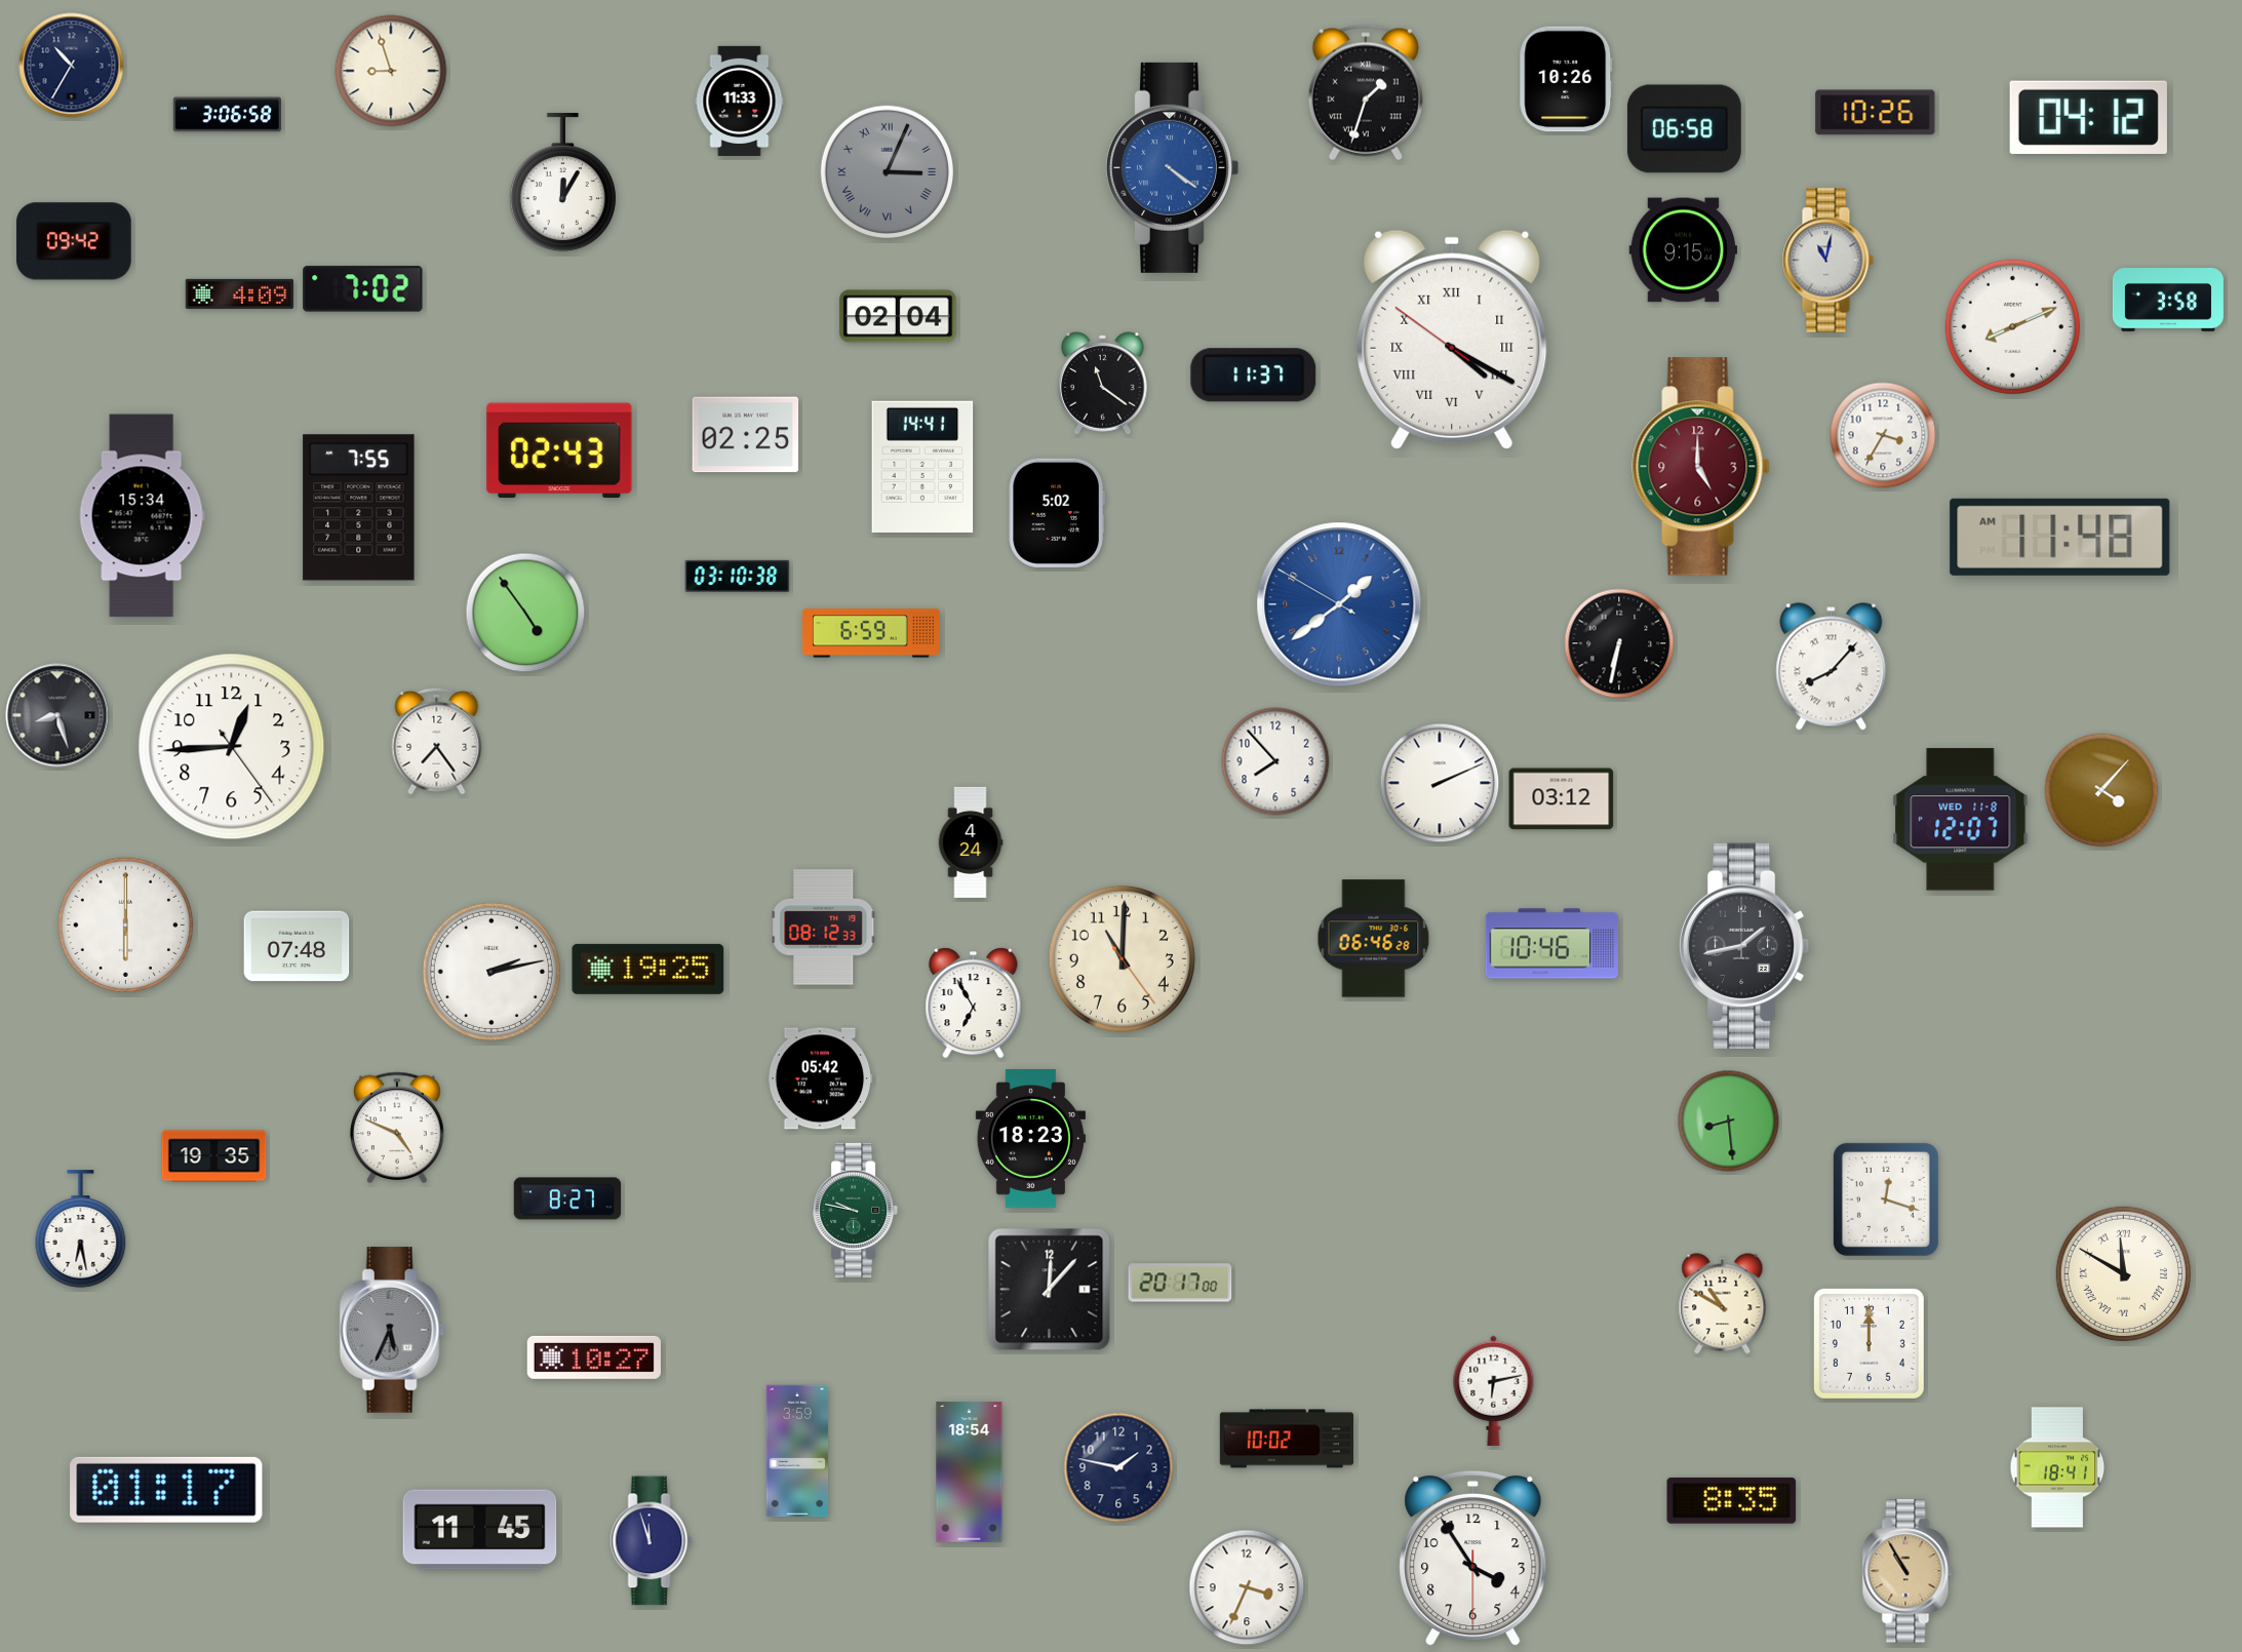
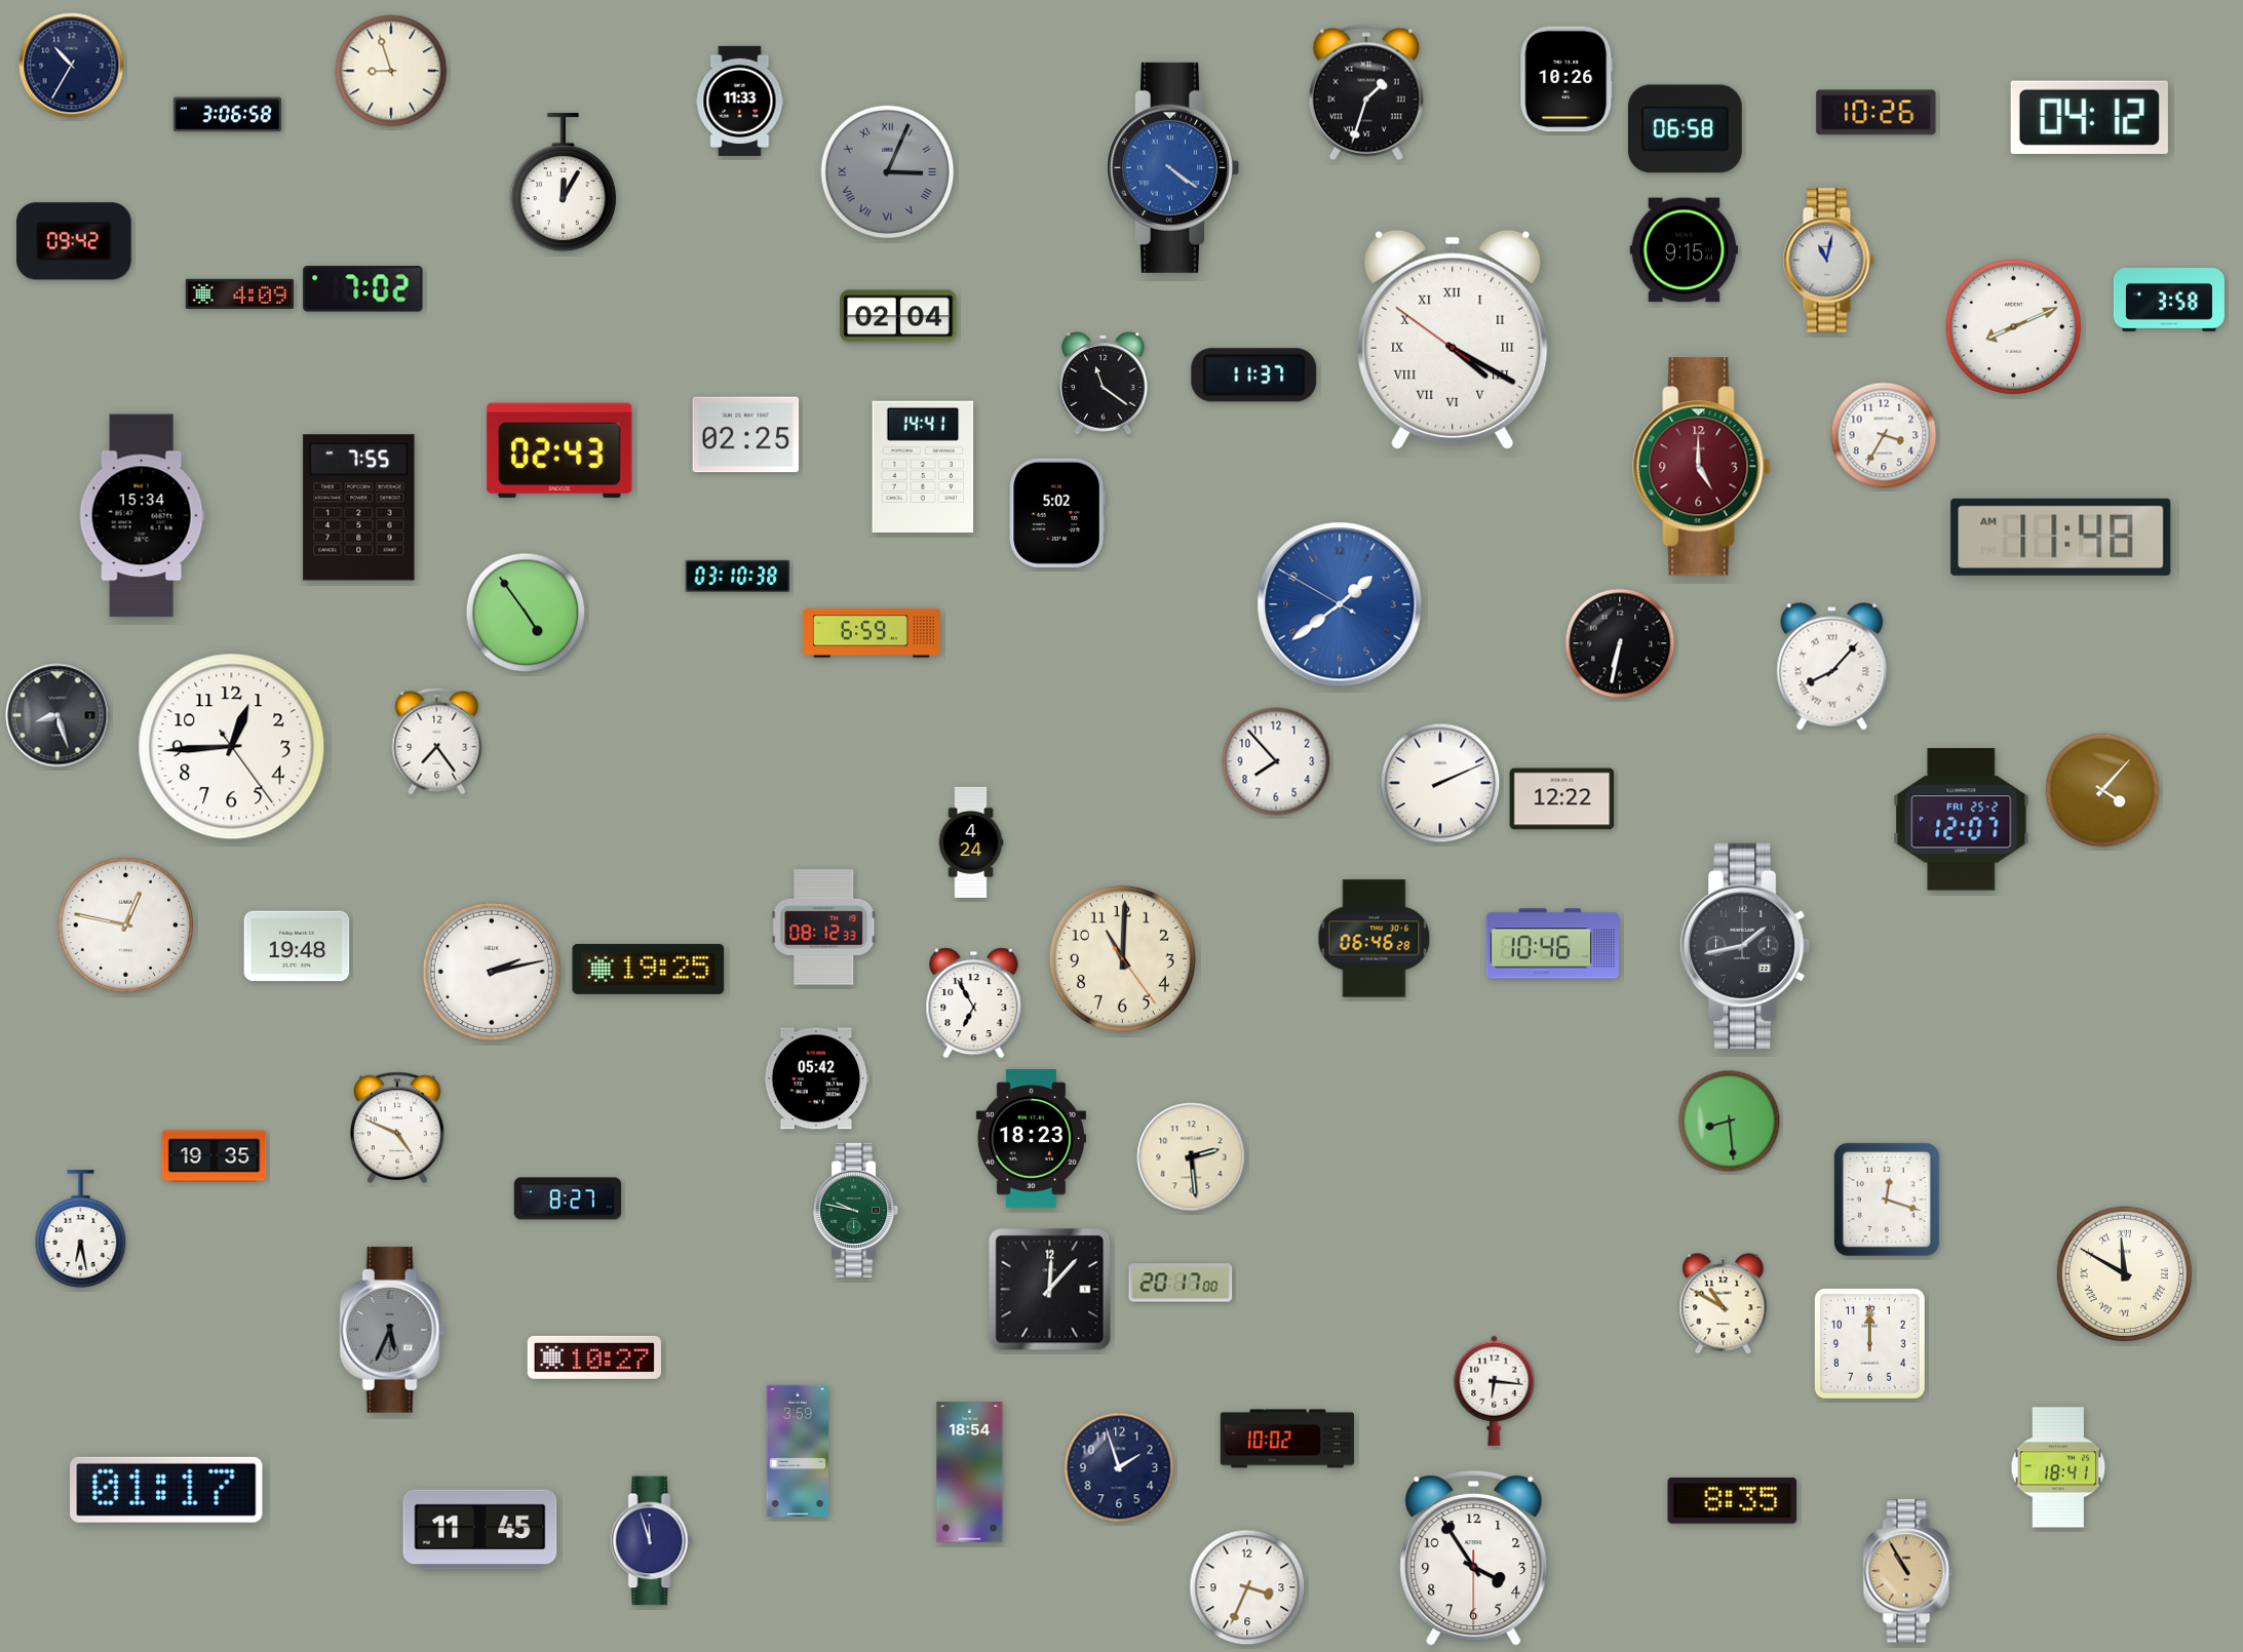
clock at (1562, 799): 03:12 -> 12:22
clock at (1961, 820) date: WED 11-8 -> FRI 25-2
clock at (125, 925): 6:00 -> 12:47
clock at (297, 946): 07:48 -> 19:48
clock at (820, 1078) position: (820, 1078) -> (816, 1078)
clock at (1192, 1157): none -> 2:29
clock at (1494, 1390): 6:13 -> 6:16
clock at (1118, 1467): 1:47 -> 1:57
